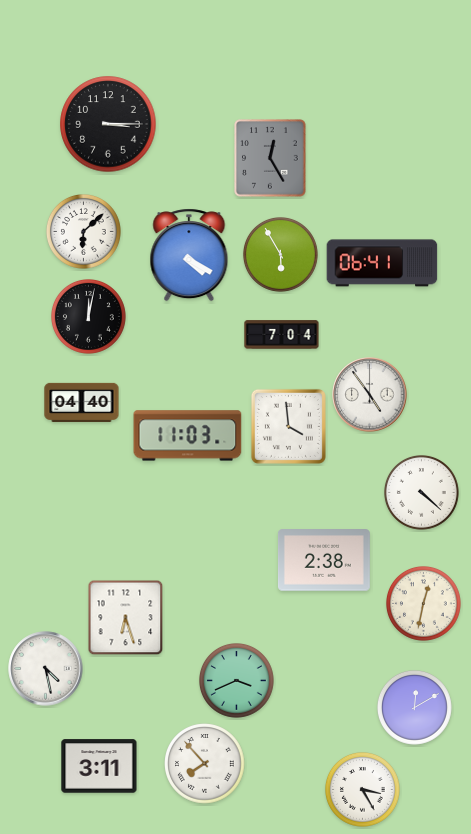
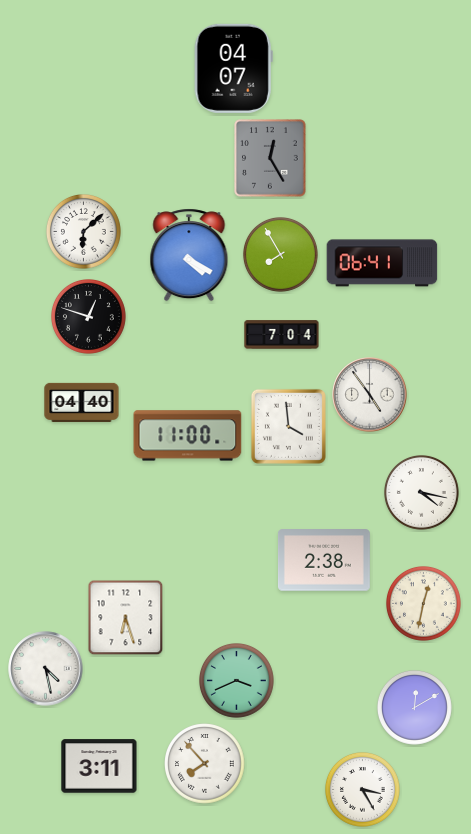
clock at (233, 68): none -> 04:07
clock at (108, 124): 3:15 -> none
clock at (281, 255): 5:55 -> 7:55
clock at (89, 317): 12:02 -> 12:48
clock at (188, 436): 11:03 -> 11:00
clock at (422, 493): 4:22 -> 4:17
